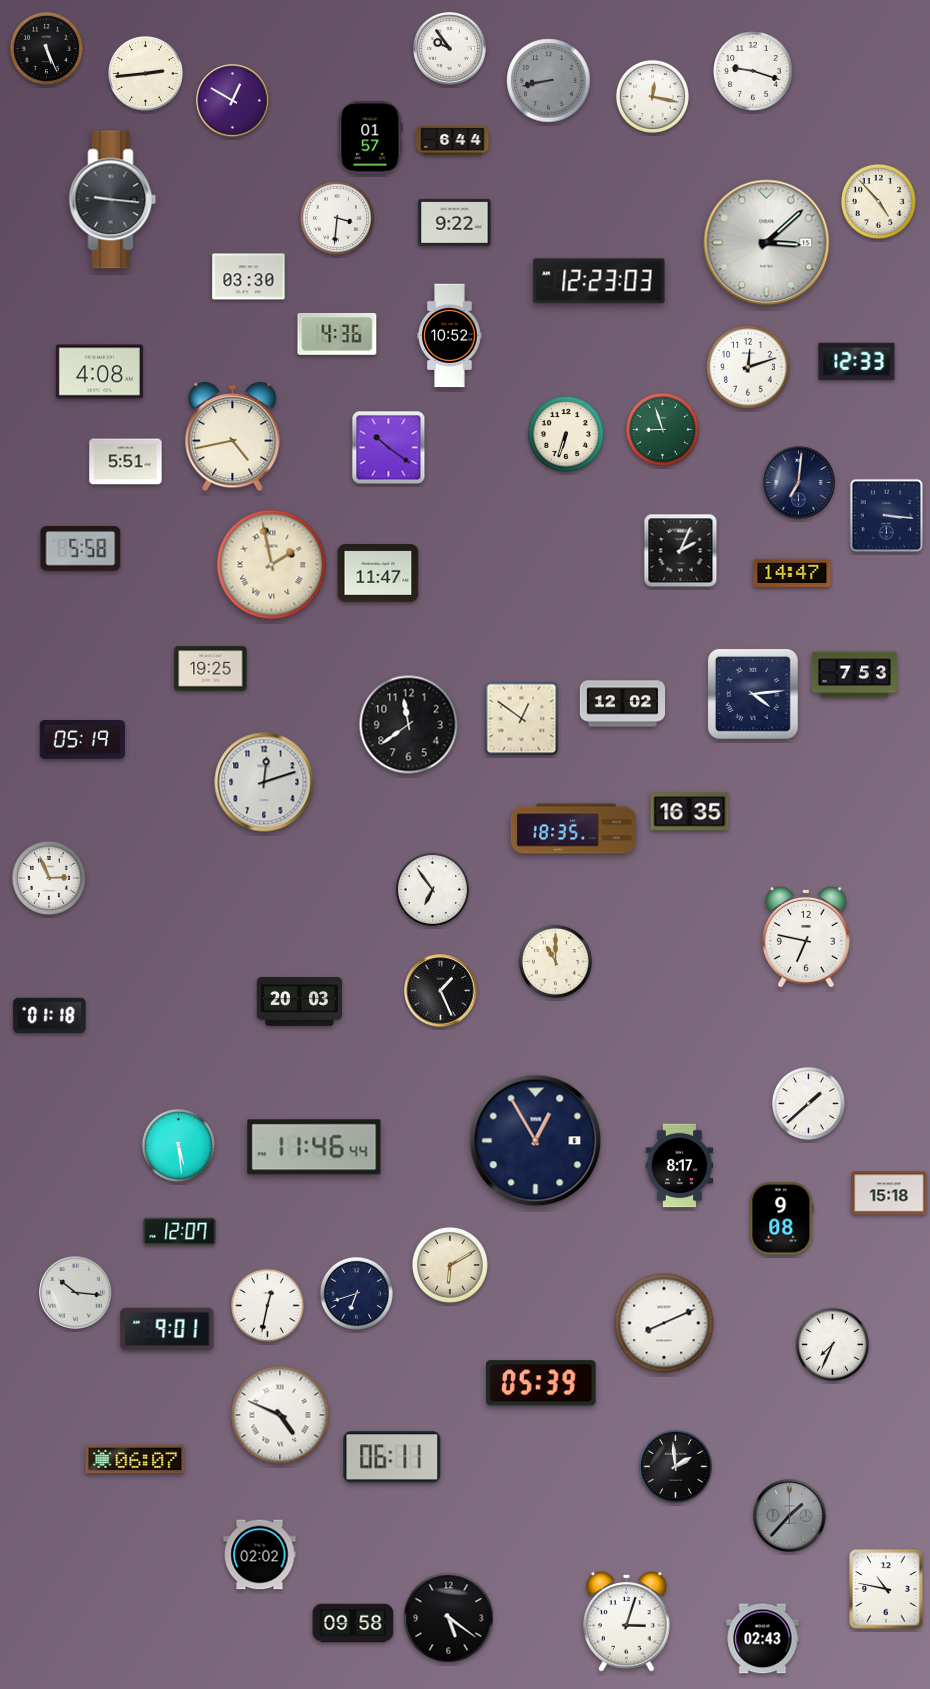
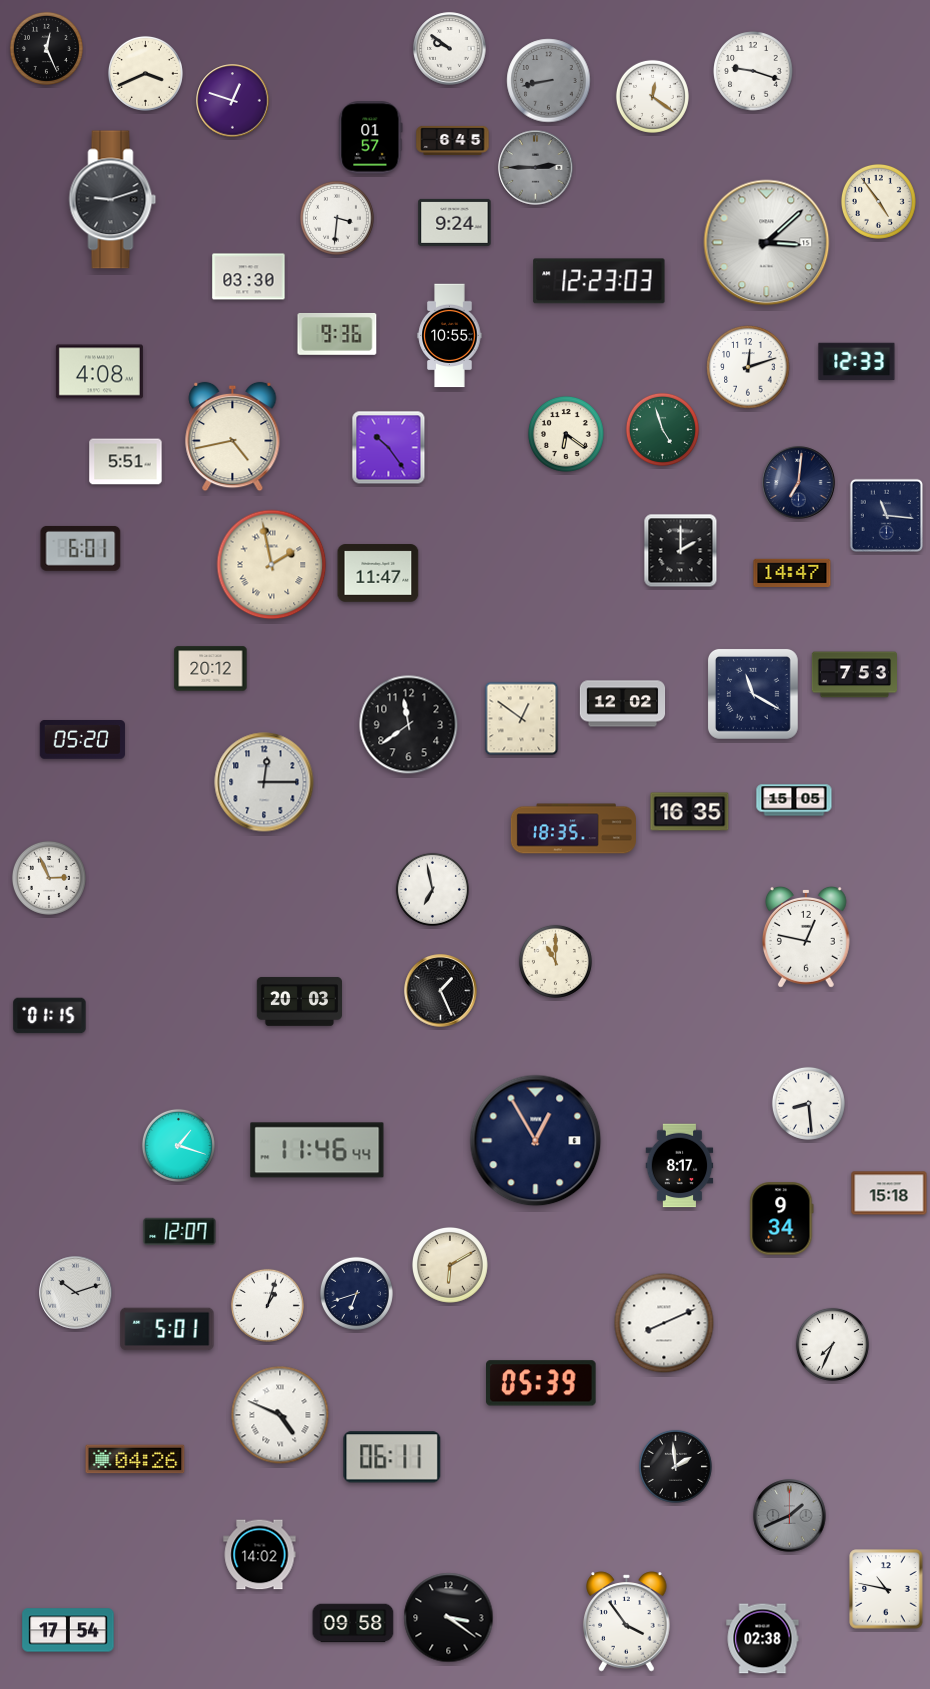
clock at (46, 48): 5:26 -> 12:26
clock at (450, 49): 9:54 -> 9:51
clock at (145, 73): 2:44 -> 3:41
clock at (652, 96): 12:17 -> 12:21
clock at (233, 101): 12:50 -> 12:48
clock at (453, 140): 6:44 -> 6:45
clock at (536, 168): none -> 2:45
clock at (113, 200): 9:16 -> 9:12
clock at (878, 201): 4:53 -> 4:54
clock at (455, 222): 9:22 -> 9:24
clock at (337, 334): 4:36 -> 9:36
clock at (450, 336): 10:52 -> 10:55
clock at (662, 429): 8:57 -> 4:57
clock at (566, 434): 6:33 -> 6:21
clock at (389, 448): 10:21 -> 10:24
clock at (886, 515): 3:16 -> 11:16
clock at (81, 548): 5:58 -> 6:01
clock at (681, 551): 2:04 -> 2:00
clock at (211, 669): 19:25 -> 20:12
clock at (753, 694): 4:14 -> 11:20
clock at (82, 740): 05:19 -> 05:20
clock at (264, 782): 12:12 -> 12:15
clock at (794, 800): none -> 15:05
clock at (432, 889): 6:54 -> 6:58
clock at (806, 938): 6:47 -> 12:47
clock at (50, 1016): 01:18 -> 01:15
clock at (808, 1103): 1:38 -> 8:29
clock at (178, 1145): 5:29 -> 1:18
clock at (314, 1147) position: (314, 1147) -> (317, 1150)
clock at (782, 1219): 9:08 -> 9:34
clock at (76, 1293): 10:16 -> 10:12
clock at (267, 1305): 12:32 -> 1:03
clock at (167, 1329): 9:01 -> 5:01
clock at (135, 1459): 06:07 -> 04:26
clock at (790, 1516): 1:37 -> 1:41
clock at (260, 1555): 02:02 -> 14:02
clock at (449, 1618): 5:21 -> 3:21
clock at (627, 1622): 3:03 -> 3:54
clock at (68, 1630): none -> 17:54
clock at (763, 1639): 02:43 -> 02:38
